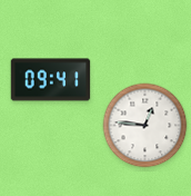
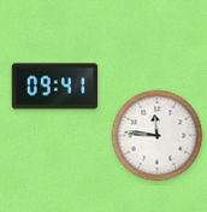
clock at (145, 126): 12:46 -> 11:46
